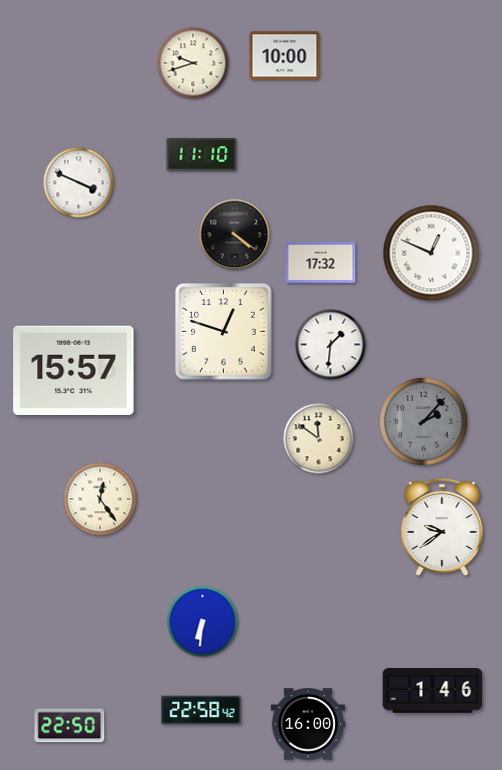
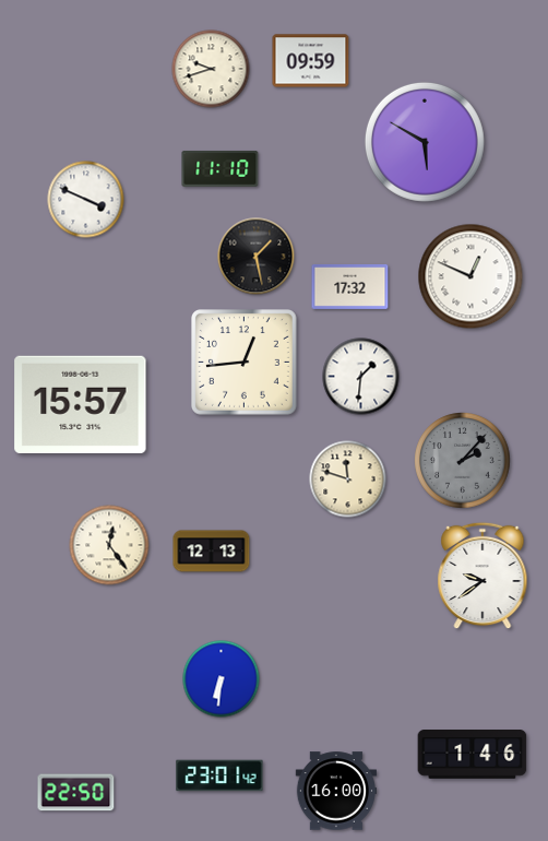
clock at (285, 56): 10:00 -> 09:59
clock at (425, 142): none -> 5:50
clock at (235, 235): 4:21 -> 1:28
clock at (224, 332): 12:48 -> 12:44
clock at (319, 439): 11:51 -> 11:48
clock at (212, 552): none -> 12:13
clock at (201, 710): 22:58 -> 23:01
